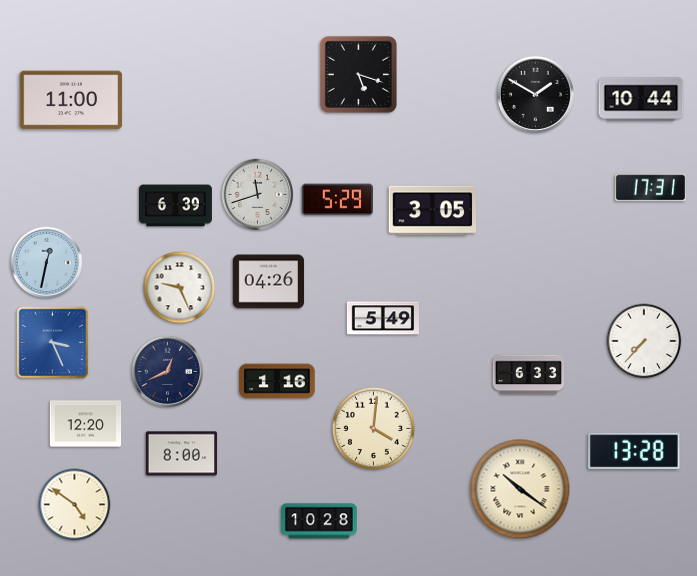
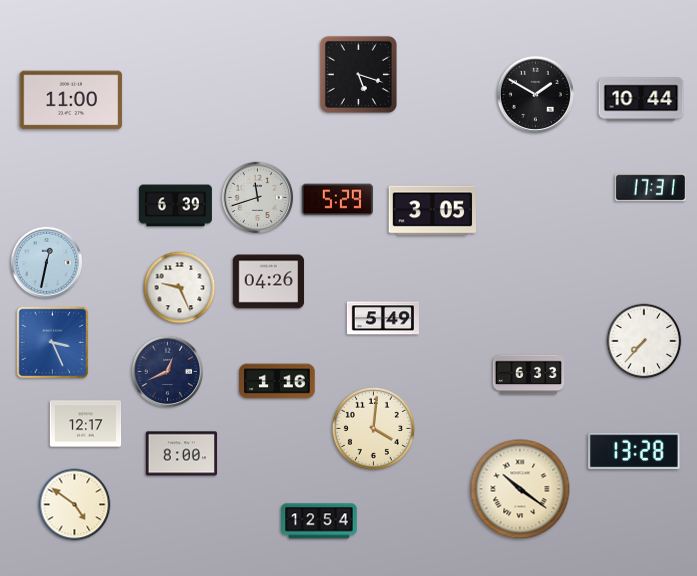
clock at (258, 195) position: (258, 195) -> (258, 198)
clock at (86, 424): 12:20 -> 12:17
clock at (319, 521): 10:28 -> 12:54
